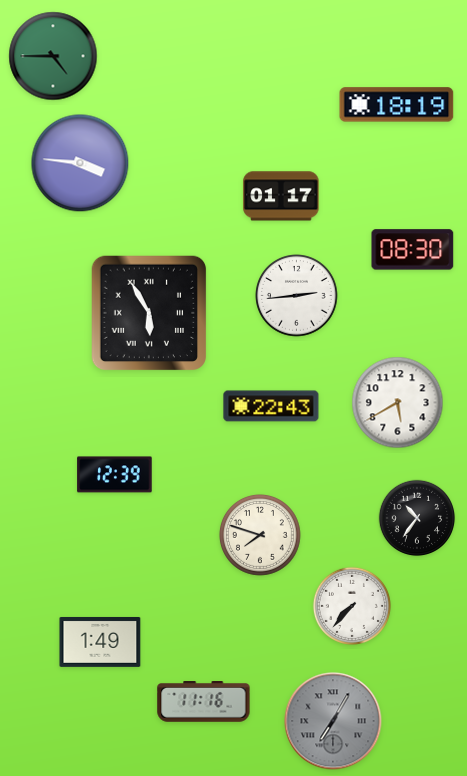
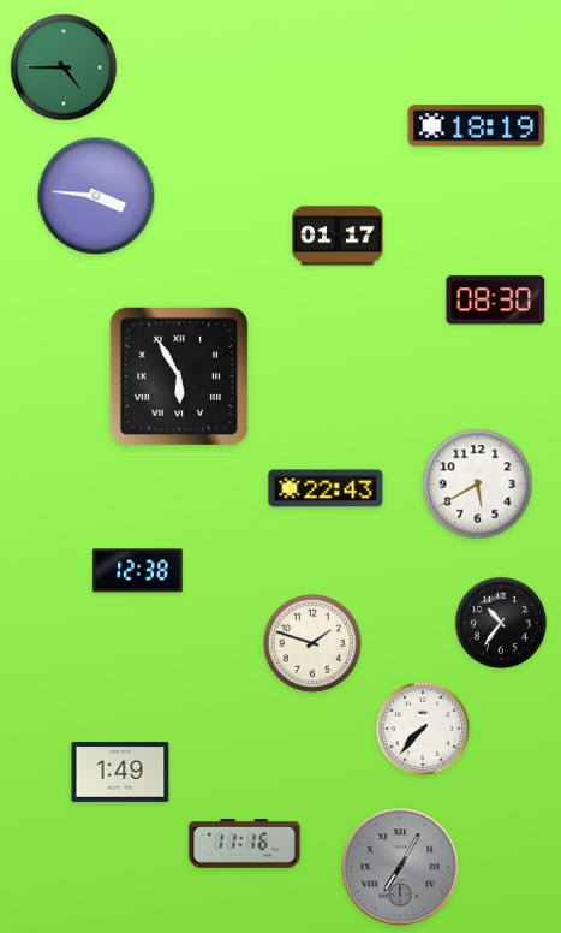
clock at (297, 296): 2:44 -> none
clock at (115, 475): 12:39 -> 12:38
clock at (260, 535): 7:48 -> 1:48
